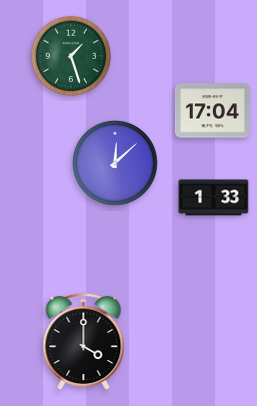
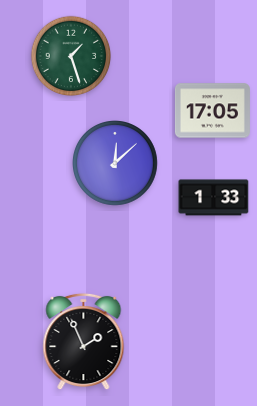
clock at (212, 111): 17:04 -> 17:05
clock at (84, 342): 4:00 -> 1:56
